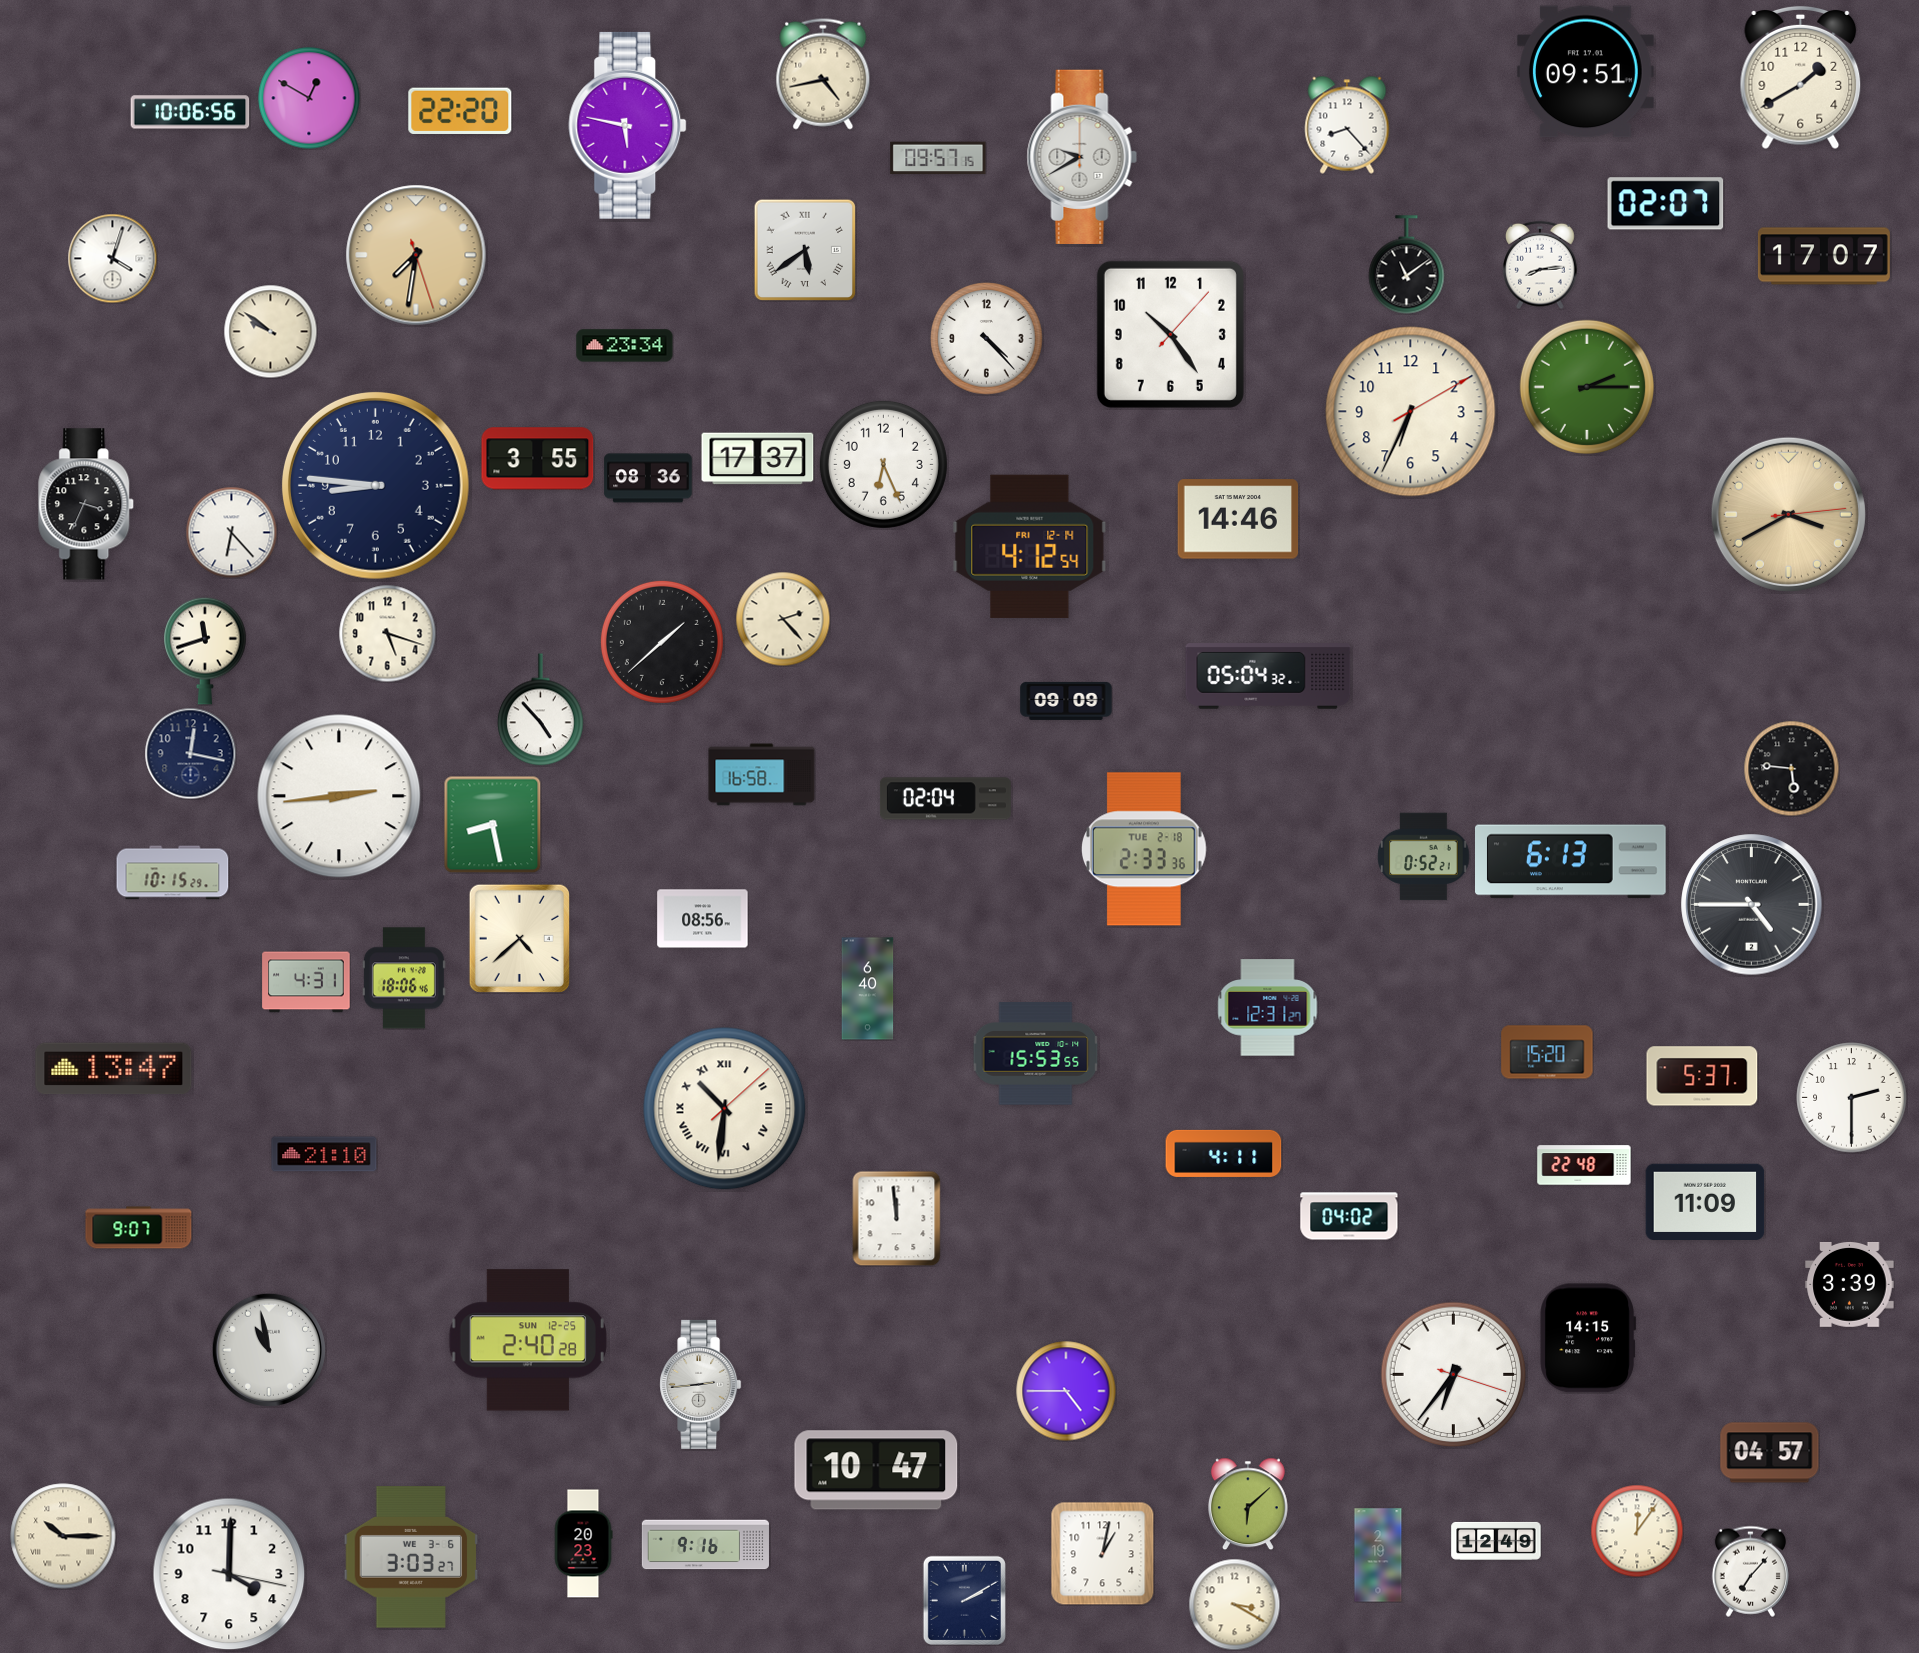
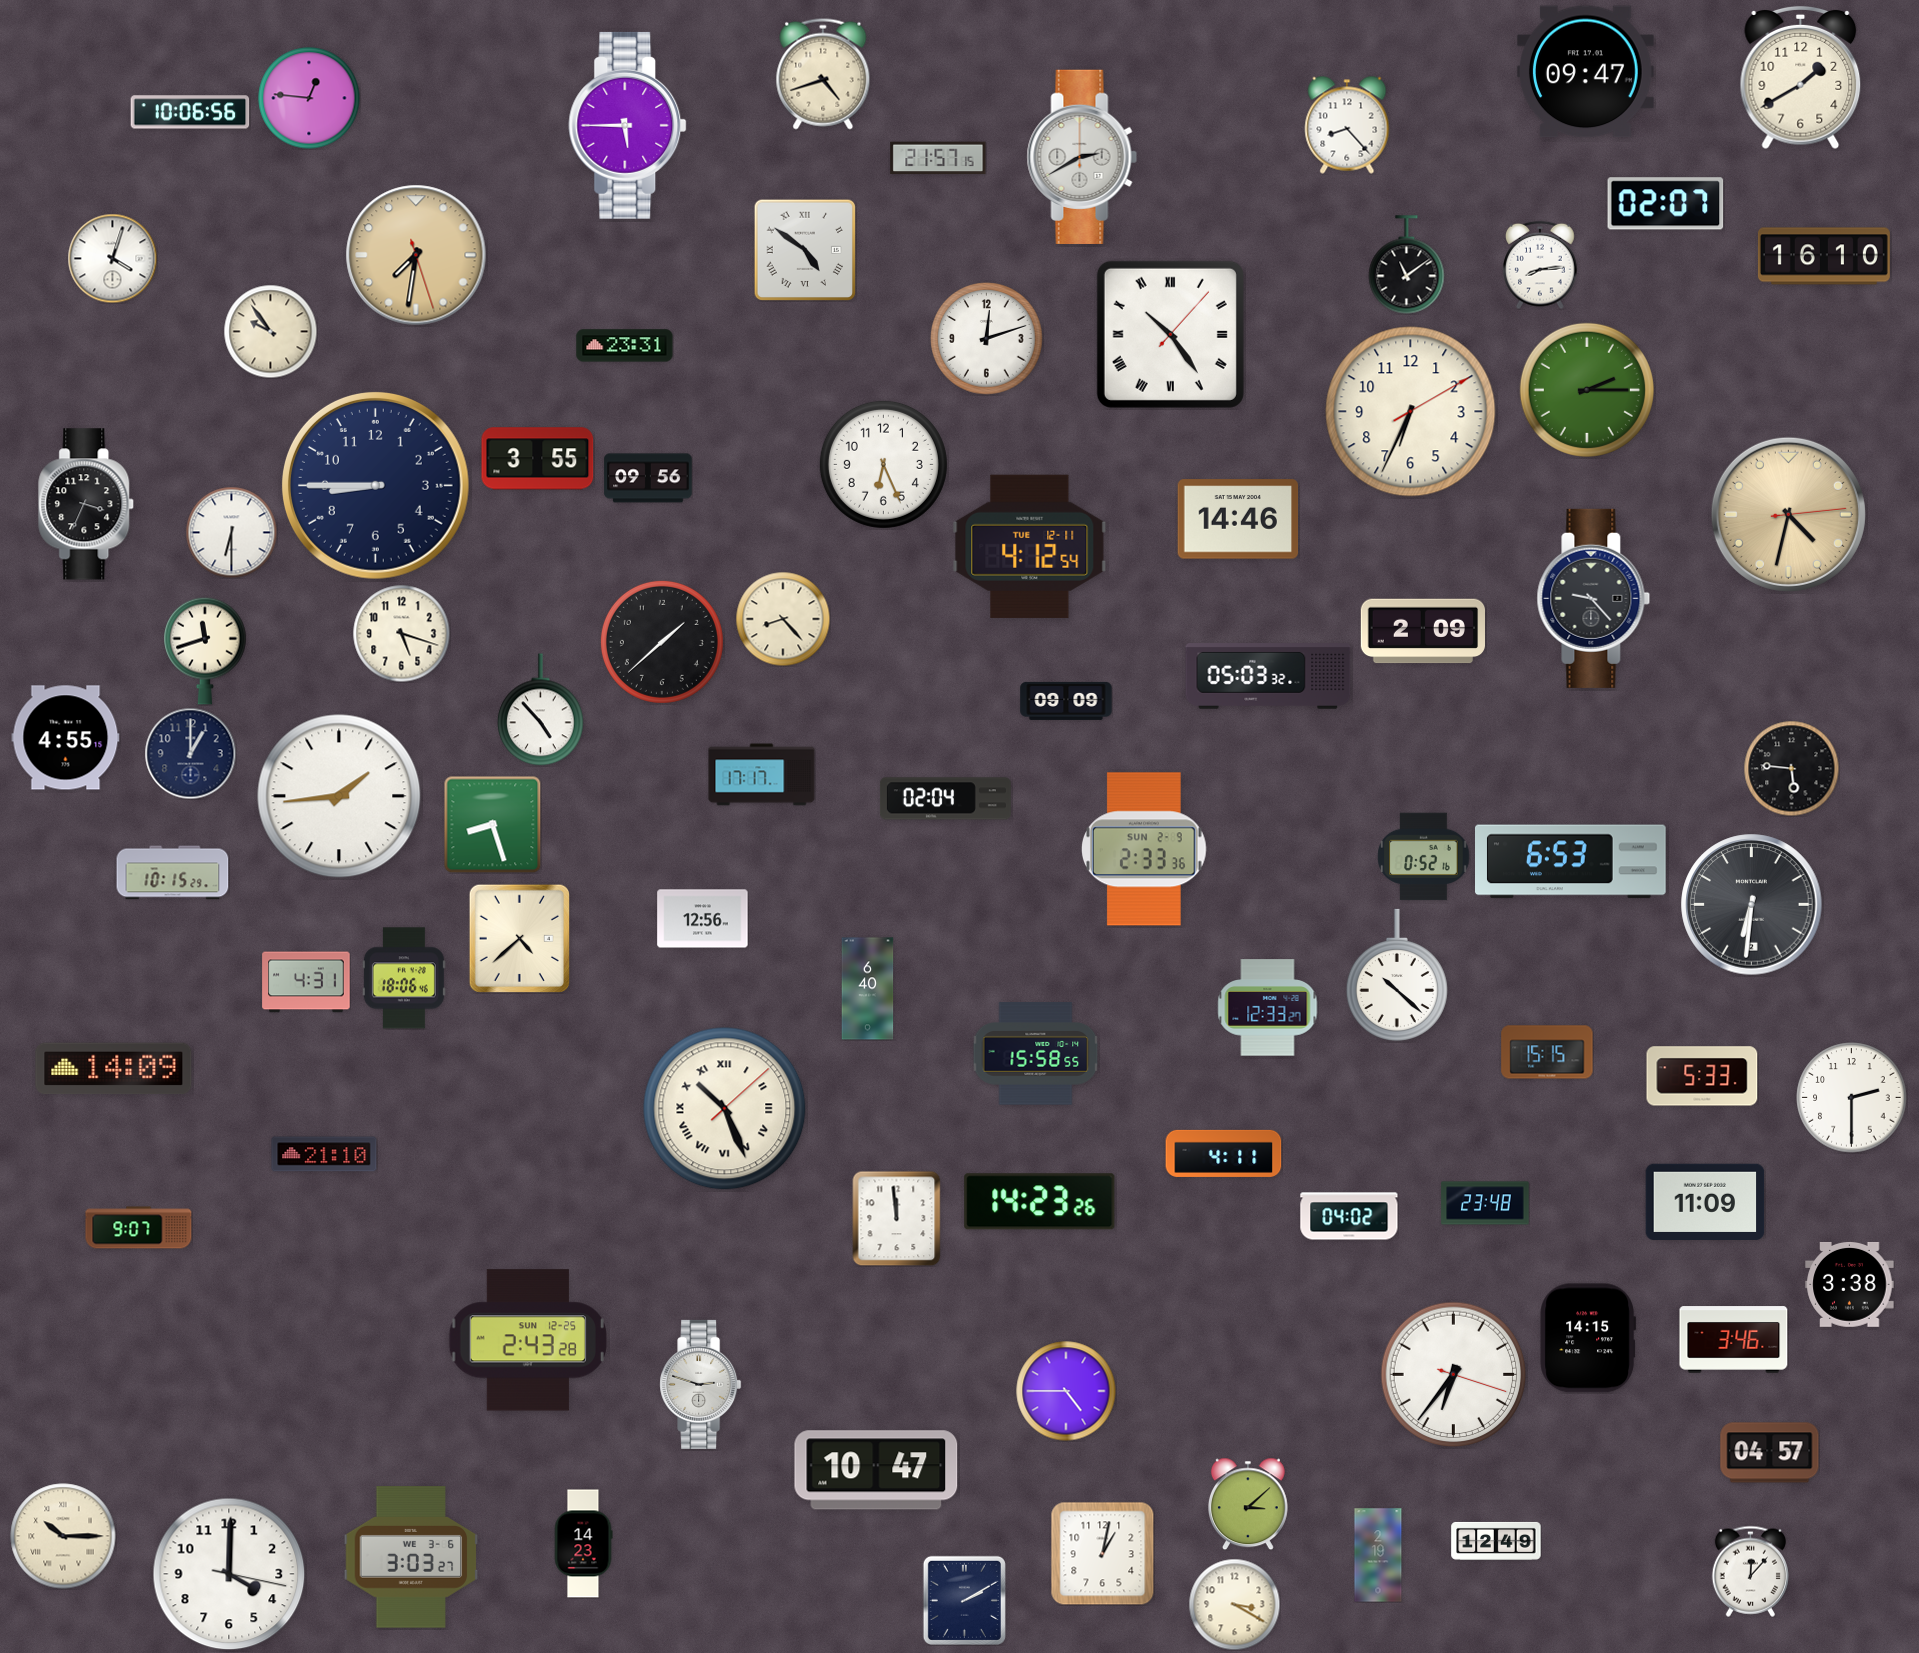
clock at (1585, 72): 09:51 -> 09:47
clock at (823, 74): 4:43 -> 4:42
clock at (309, 98): 12:50 -> 12:46
clock at (460, 110): 22:20 -> none
clock at (628, 125): 5:47 -> 5:45
clock at (1082, 157): 9:40 -> 2:40
clock at (938, 158): 09:57 -> 21:57
clock at (805, 250): 5:39 -> 4:51
clock at (1824, 256): 17:07 -> 16:10
clock at (270, 331): 9:51 -> 9:54
clock at (1170, 334) numerals: Arabic -> Roman
clock at (987, 339): 4:23 -> 12:12
clock at (625, 346): 23:34 -> 23:31
clock at (1587, 387) position: (1587, 387) -> (1587, 390)
clock at (758, 459): 17:37 -> none
clock at (648, 478): 08:36 -> 09:56
clock at (375, 485): 8:46 -> 8:45
clock at (1788, 514): 3:40 -> 4:32
clock at (231, 532): 6:23 -> 6:30
clock at (1030, 546) date: FRI 12-14 -> TUE 12-11
clock at (1594, 598): none -> 9:23
clock at (783, 619): 2:23 -> 8:23
clock at (1422, 631): none -> 2:09
clock at (387, 633) position: (387, 633) -> (401, 633)
clock at (1268, 677): 05:04 -> 05:03
clock at (66, 738): none -> 4:55
clock at (190, 753): 12:17 -> 1:00
clock at (762, 775): 16:58 -> 17:17
clock at (339, 796): 2:44 -> 1:44
clock at (492, 824): 8:28 -> 8:27
clock at (1144, 849) date: TUE 2-18 -> SUN 2-9
clock at (1424, 857): 0:52:21 -> 0:52:16
clock at (1571, 862): 6:13 -> 6:53
clock at (1752, 905): 4:45 -> 6:31
clock at (703, 919): 08:56 -> 12:56
clock at (1397, 975): none -> 10:22
clock at (1268, 1008): 12:31 -> 12:33
clock at (1547, 1052): 15:20 -> 15:15
clock at (1036, 1054): 15:53 -> 15:58
clock at (114, 1069): 13:47 -> 14:09
clock at (1702, 1076): 5:37 -> 5:33
clock at (725, 1109): 10:31 -> 10:26
clock at (1584, 1165): 22:48 -> none
clock at (1040, 1202): none -> 14:23
clock at (1485, 1203): none -> 23:48
clock at (1850, 1284): 3:39 -> 3:38
clock at (528, 1340): 2:40 -> 2:43
clock at (1734, 1340): none -> 3:46
clock at (269, 1350): 10:58 -> none
clock at (701, 1384): 2:44 -> 2:48
clock at (1248, 1504): 6:08 -> 3:08
clock at (1637, 1531): 12:06 -> none
clock at (583, 1544): 20:23 -> 14:23
clock at (705, 1545): 9:16 -> none
clock at (1750, 1571): 7:07 -> 12:07
